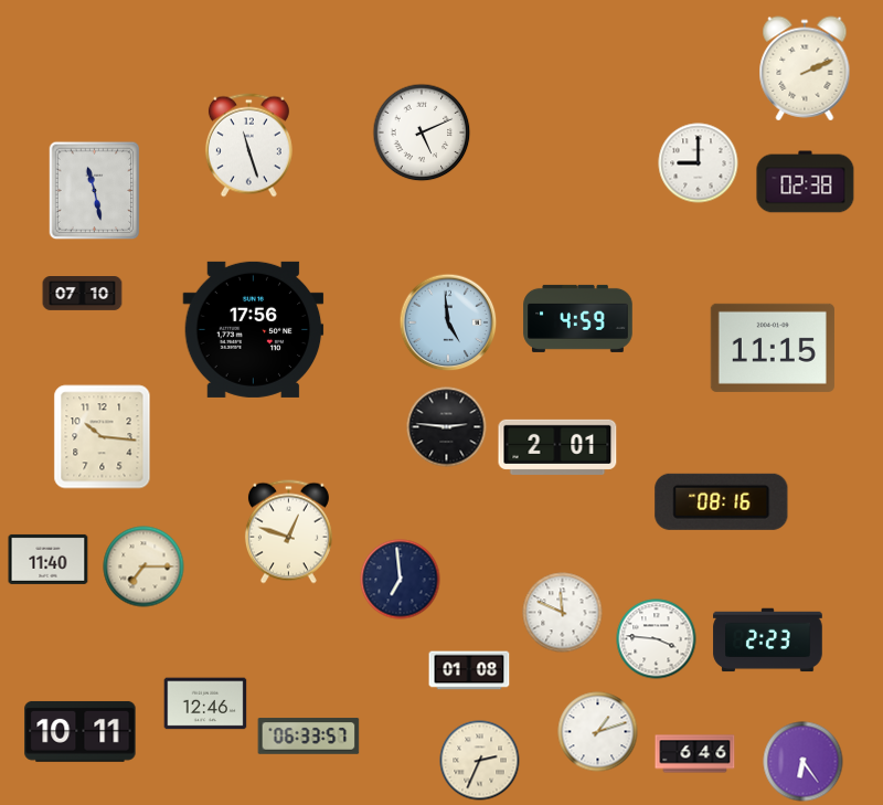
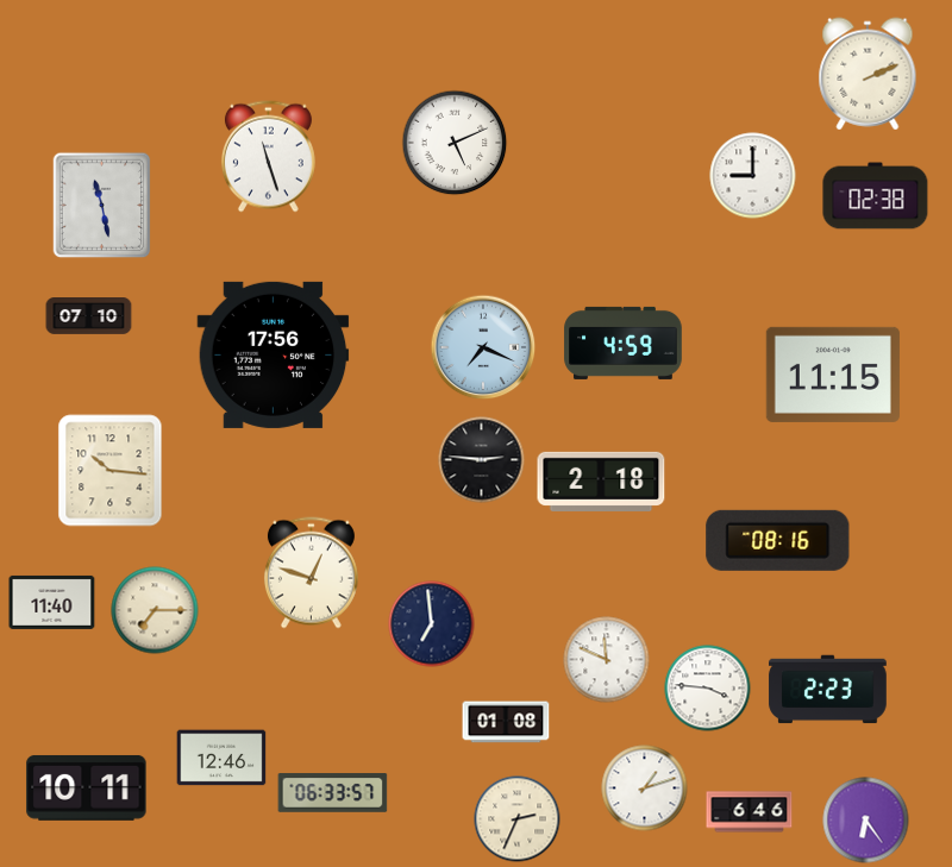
clock at (806, 182) position: (806, 182) -> (876, 196)
clock at (448, 322): 4:59 -> 7:19
clock at (557, 447): 2:01 -> 2:18
